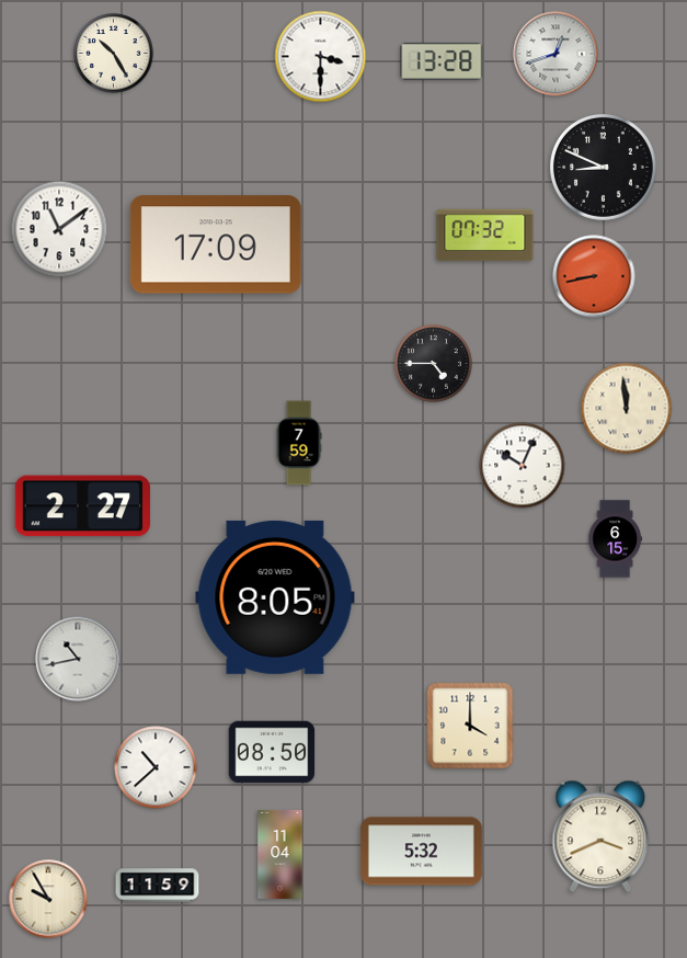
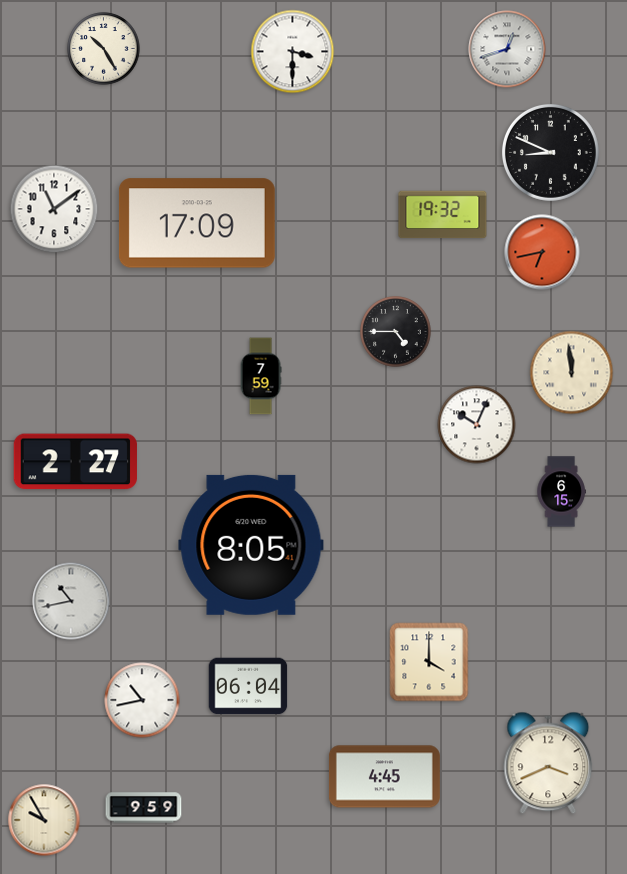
clock at (442, 61): 13:28 -> none
clock at (485, 236): 07:32 -> 19:32
clock at (594, 276): 8:43 -> 6:43
clock at (299, 443) position: (299, 443) -> (261, 376)
clock at (272, 752): 08:50 -> 06:04
clock at (156, 767): 10:38 -> 10:43
clock at (421, 852): 5:32 -> 4:45
clock at (280, 854): 11:04 -> none
clock at (158, 886): 11:59 -> 9:59
